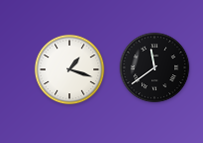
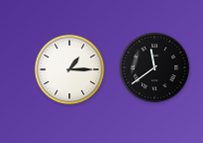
clock at (70, 70): 1:18 -> 1:15
